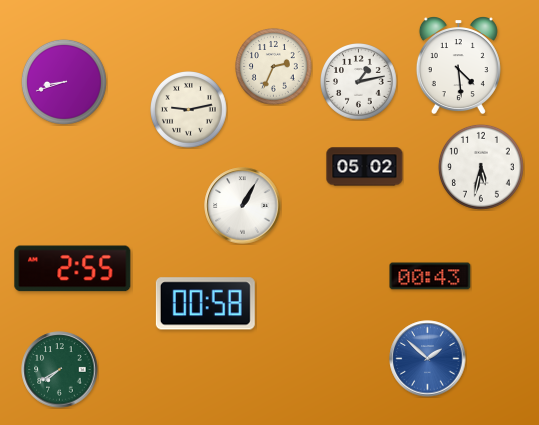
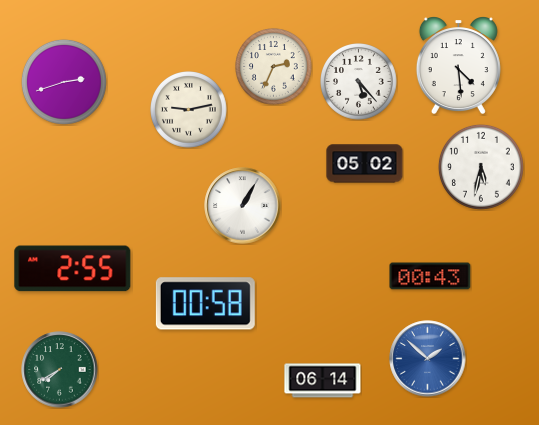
clock at (64, 82): 8:42 -> 2:42
clock at (359, 82): 1:13 -> 5:23
clock at (365, 167) position: (365, 167) -> (365, 164)
clock at (323, 381): none -> 06:14
